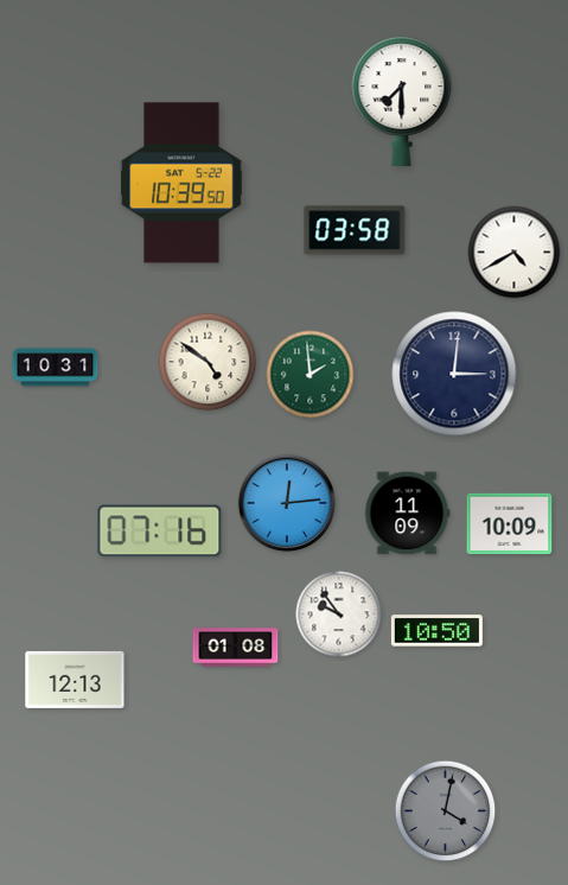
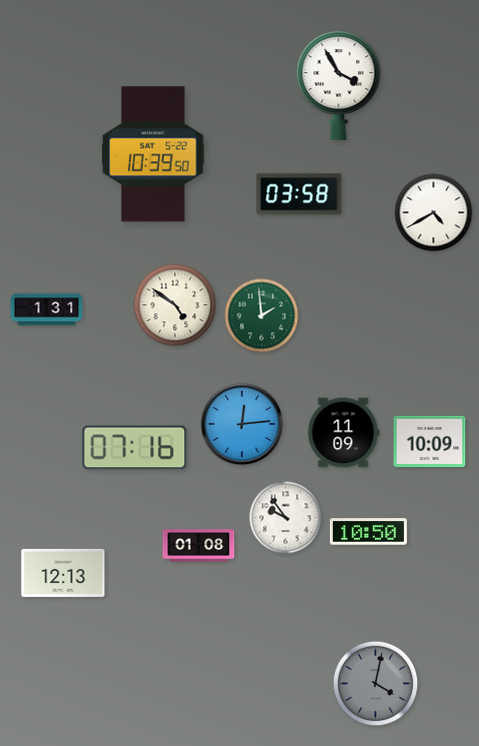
clock at (402, 102): 7:30 -> 3:55
clock at (56, 368): 10:31 -> 1:31
clock at (454, 374): 3:01 -> none
